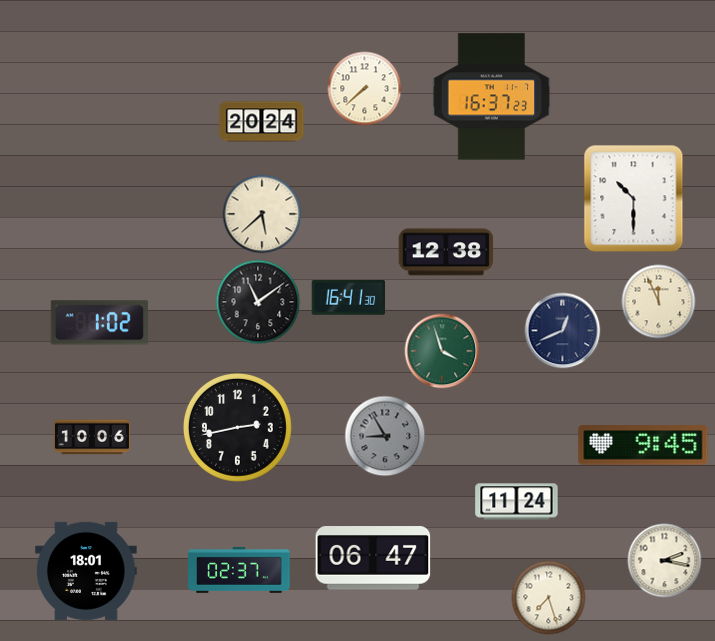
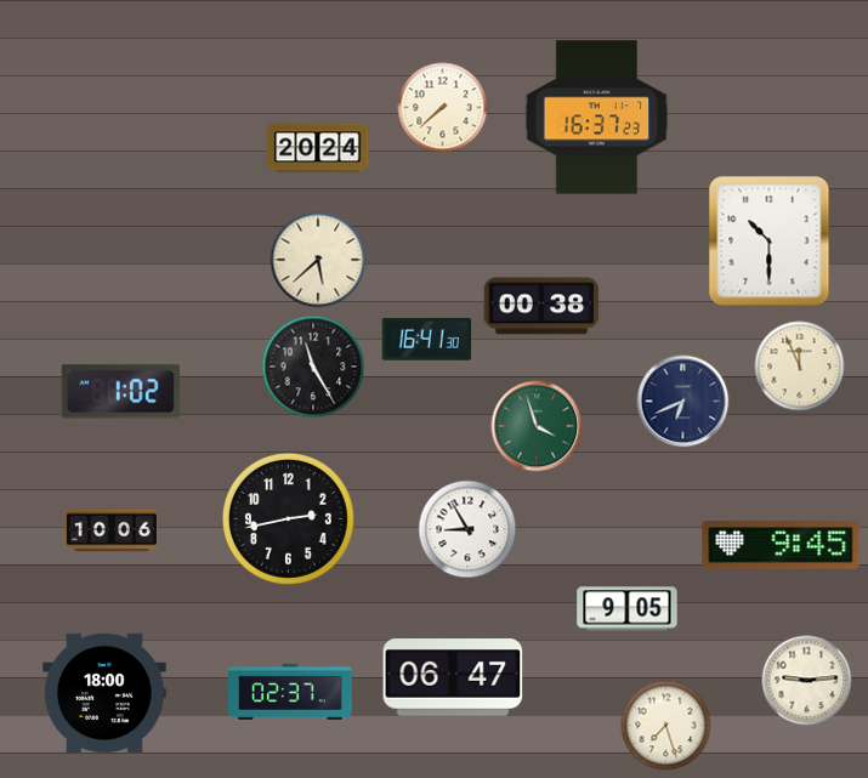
clock at (446, 252): 12:38 -> 00:38
clock at (349, 298) position: (349, 298) -> (427, 340)
clock at (258, 302): 11:09 -> 11:25
clock at (563, 331): 12:41 -> 6:41
clock at (385, 436) dial: grey -> white
clock at (643, 445) position: (643, 445) -> (781, 545)
clock at (517, 502): 11:24 -> 9:05
clock at (665, 561): 2:17 -> 9:14
clock at (86, 571): 18:01 -> 18:00
